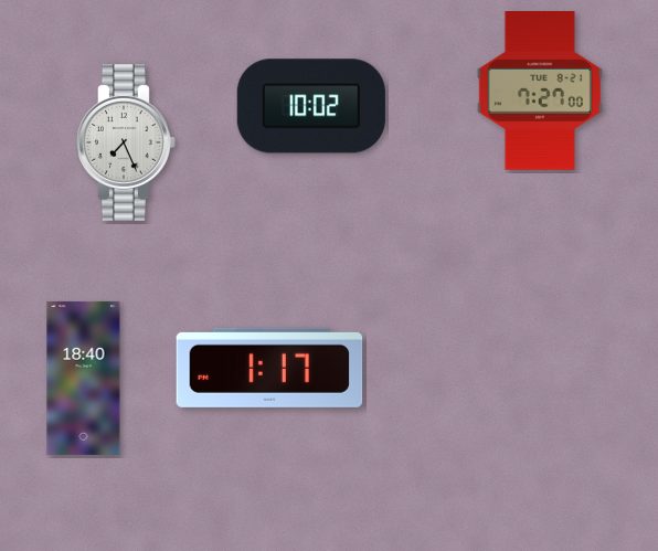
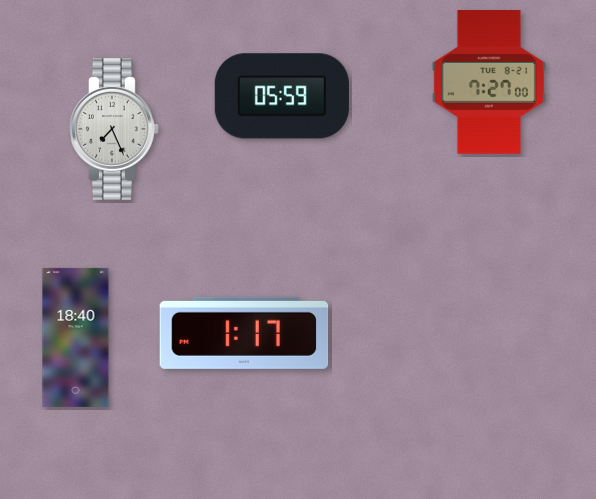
clock at (311, 106): 10:02 -> 05:59
clock at (84, 378) position: (84, 378) -> (76, 337)
